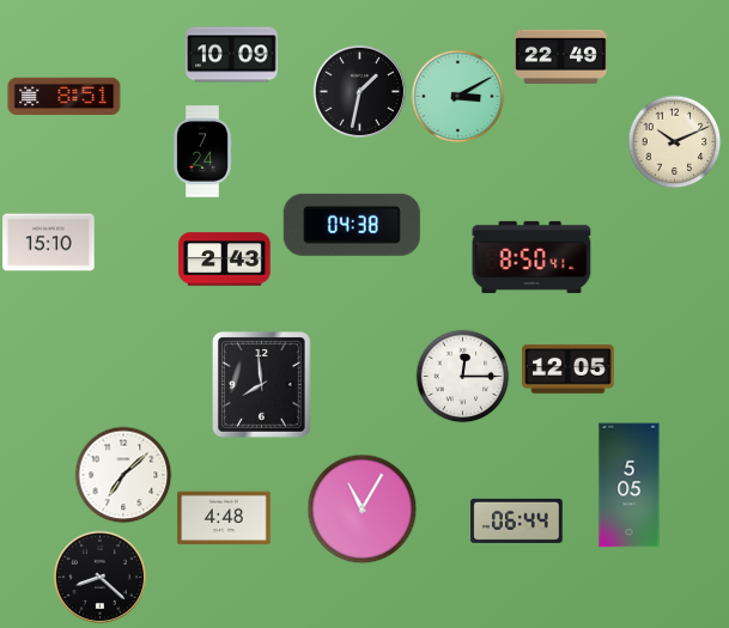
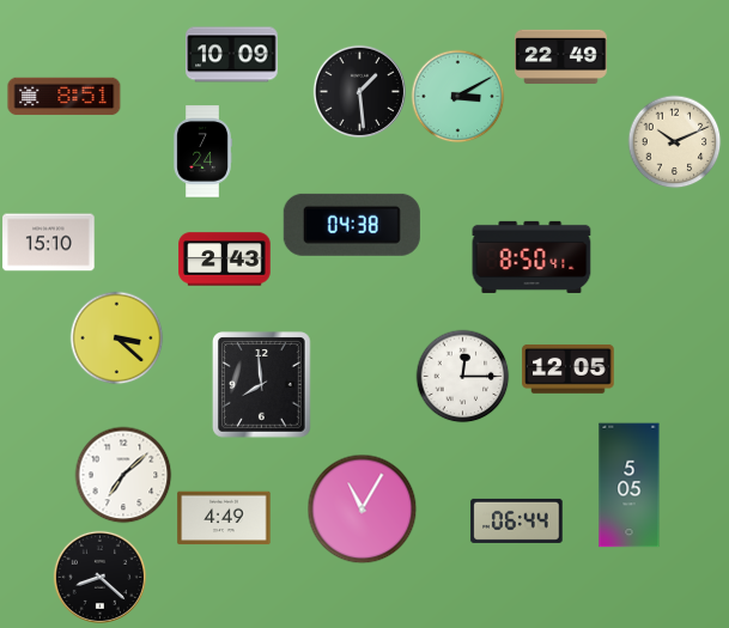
clock at (359, 91): 1:32 -> 1:29
clock at (116, 337): none -> 3:22
clock at (224, 518): 4:48 -> 4:49
